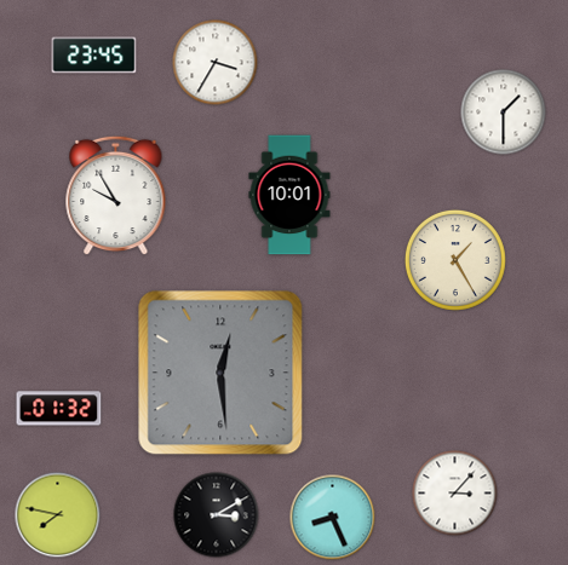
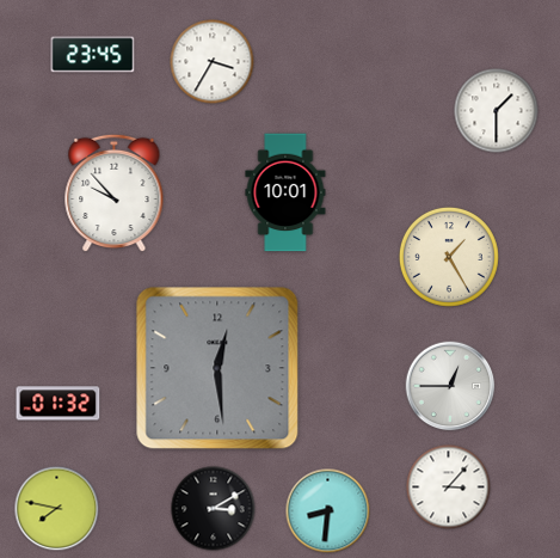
clock at (116, 196): 9:55 -> 9:53
clock at (450, 386): none -> 12:45
clock at (333, 518): 8:26 -> 8:31
